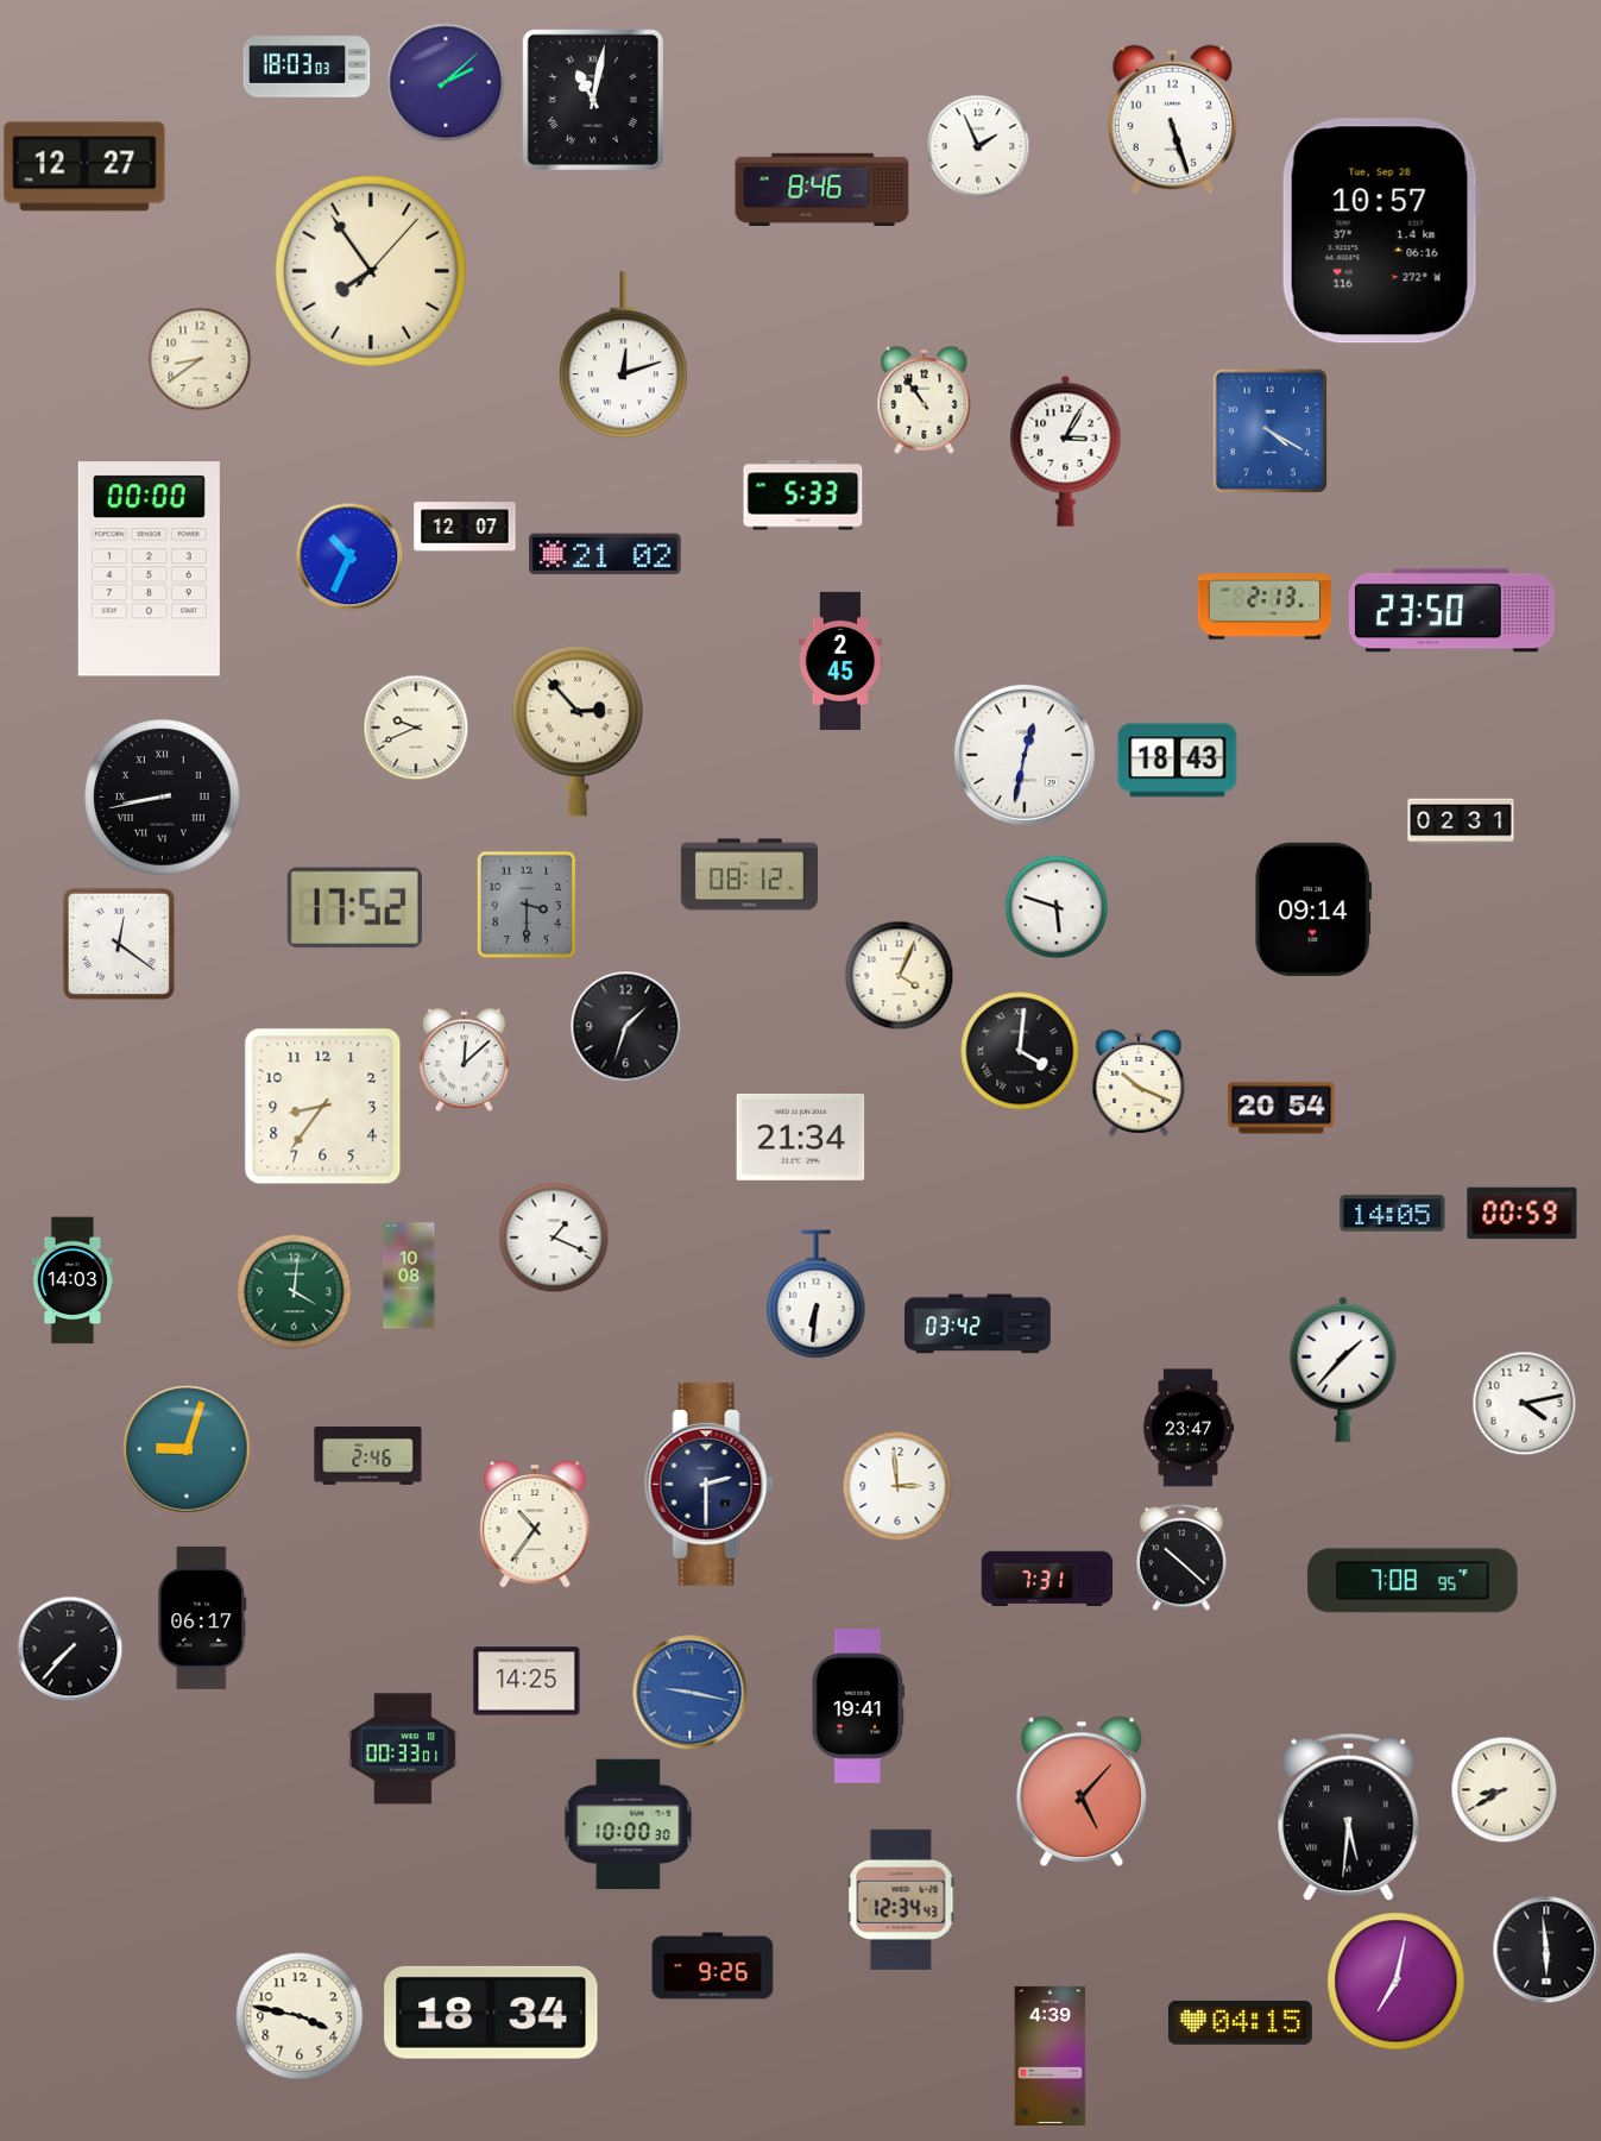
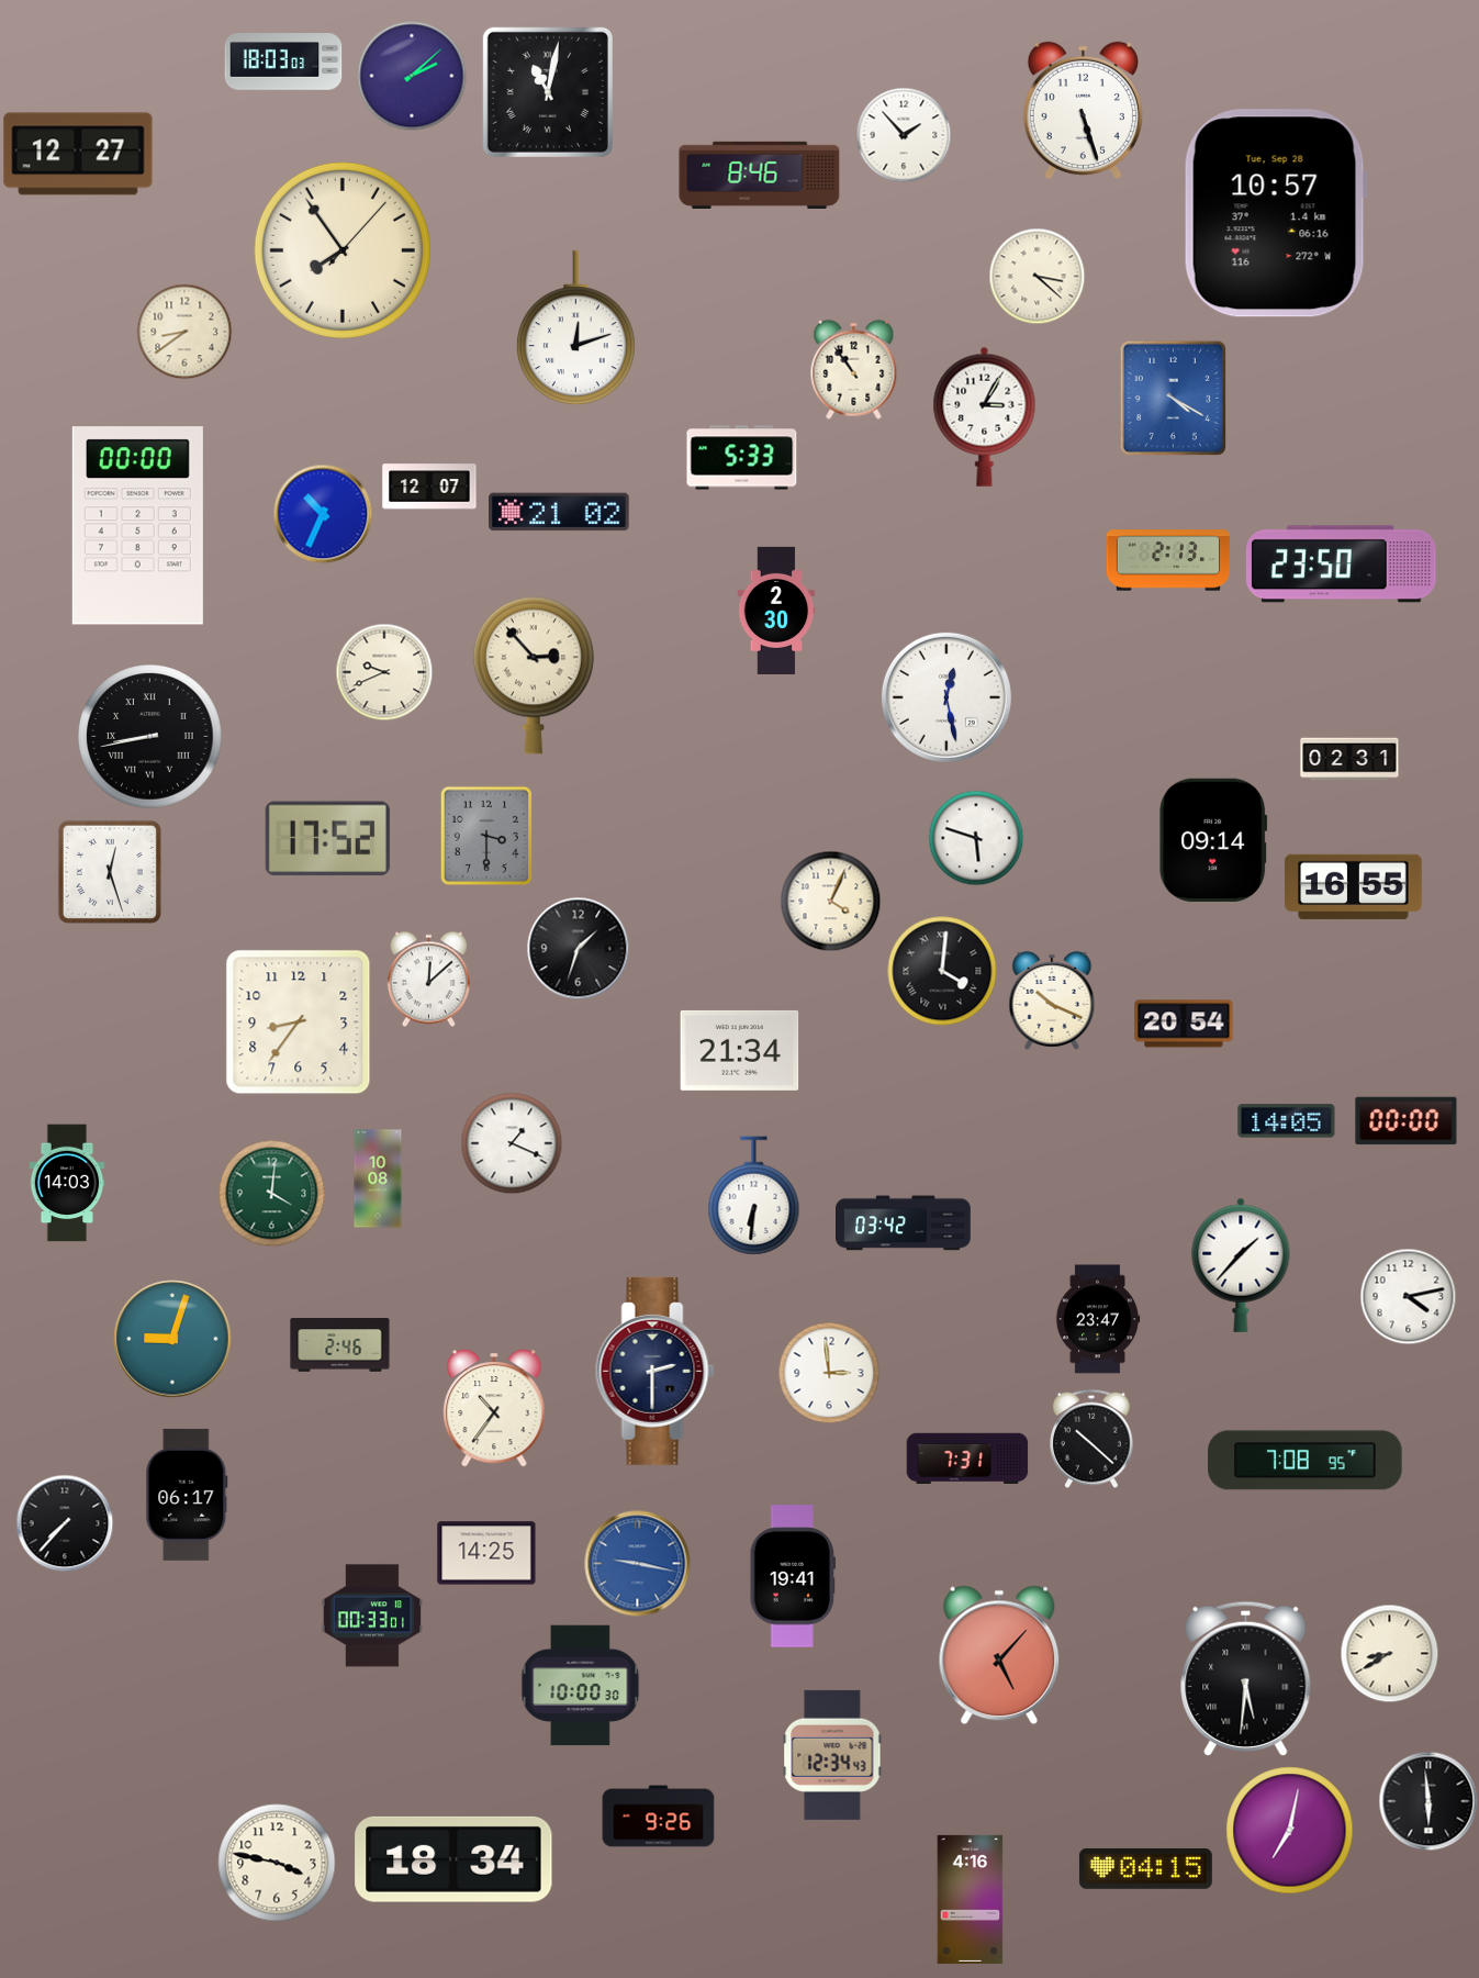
clock at (978, 146): 1:56 -> 1:53
clock at (1037, 276): none -> 3:22
clock at (840, 661): 2:45 -> 2:30
clock at (1025, 755): 12:32 -> 12:28
clock at (1178, 761): 18:43 -> none
clock at (749, 875): 08:12 -> none
clock at (119, 944): 12:21 -> 12:27
clock at (1354, 886): none -> 16:55
clock at (1523, 1214): 00:59 -> 00:00
clock at (1051, 2055): 4:39 -> 4:16
